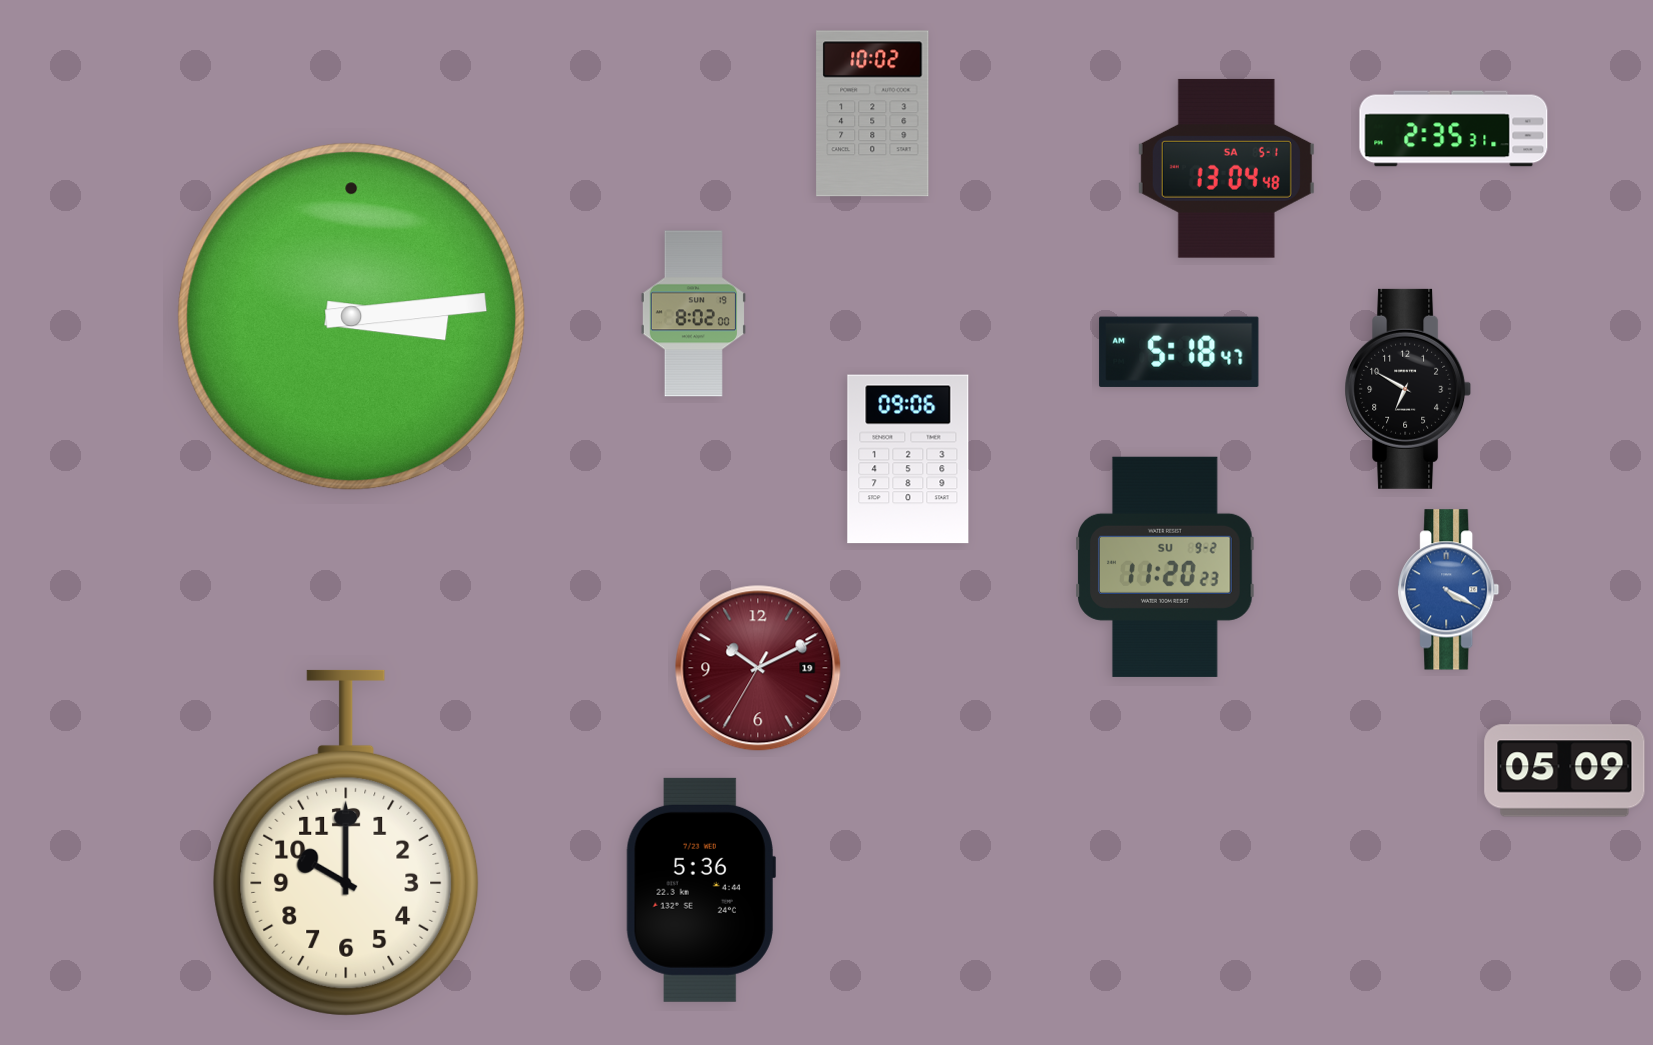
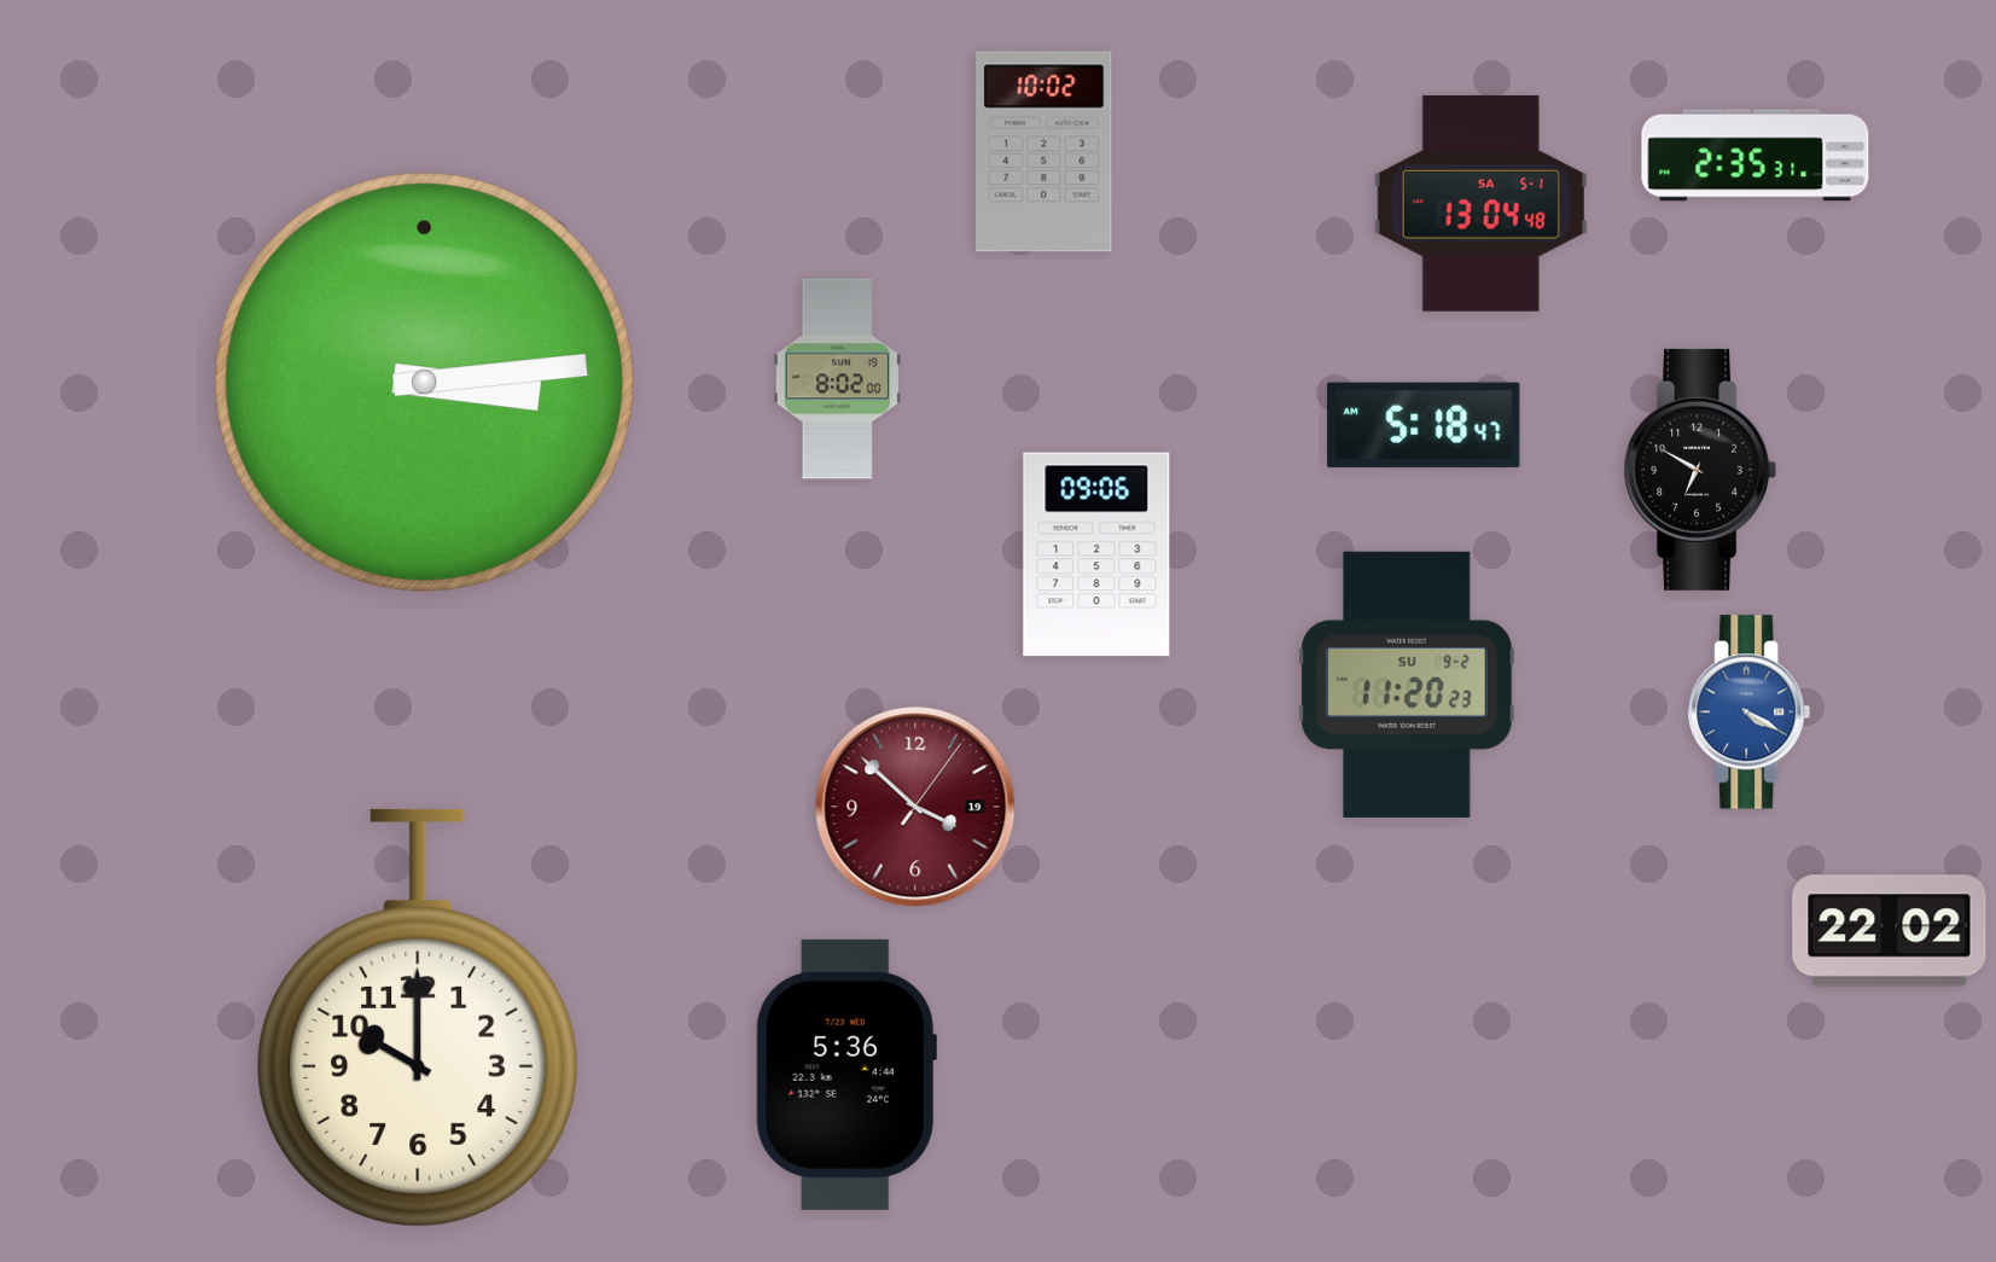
clock at (873, 114) position: (873, 114) -> (1044, 152)
clock at (758, 668): 10:10 -> 3:52
clock at (1565, 771): 05:09 -> 22:02
